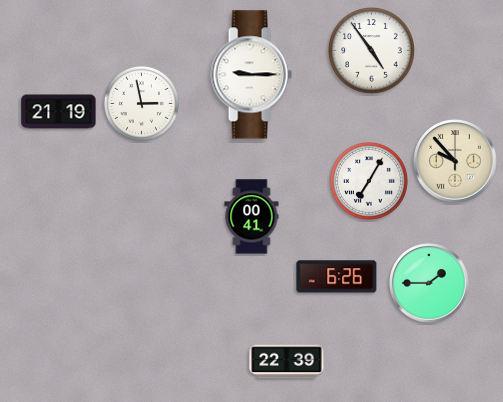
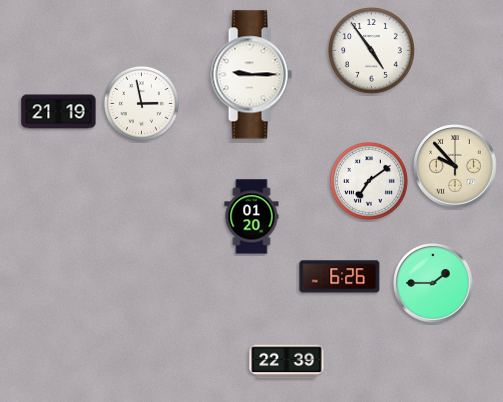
clock at (455, 161) position: (455, 161) -> (455, 166)
clock at (369, 181): 7:05 -> 7:09
clock at (252, 217): 00:41 -> 01:20
clock at (337, 277) position: (337, 277) -> (340, 277)
clock at (429, 283) position: (429, 283) -> (433, 283)
